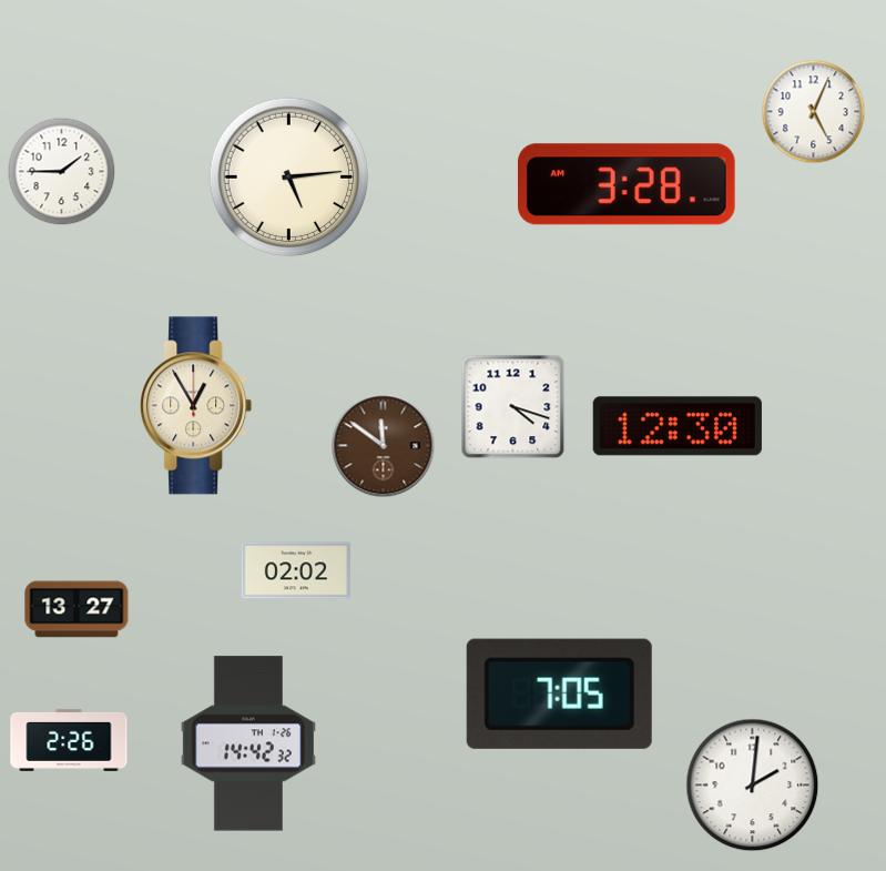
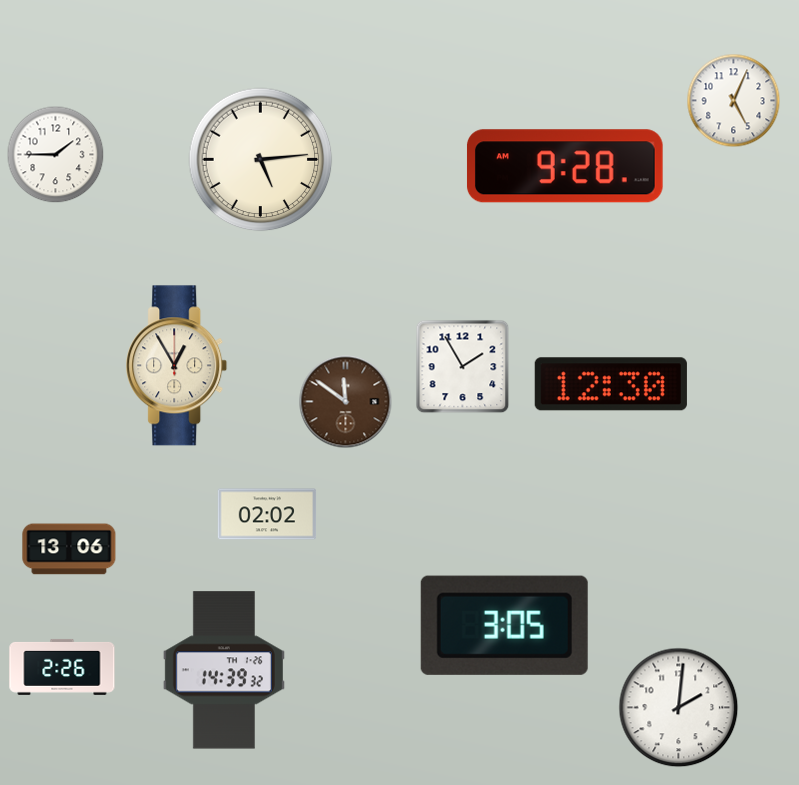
clock at (627, 184): 3:28 -> 9:28
clock at (513, 407): 4:18 -> 1:55
clock at (77, 609): 13:27 -> 13:06
clock at (559, 693): 7:05 -> 3:05
clock at (248, 743): 14:42 -> 14:39
